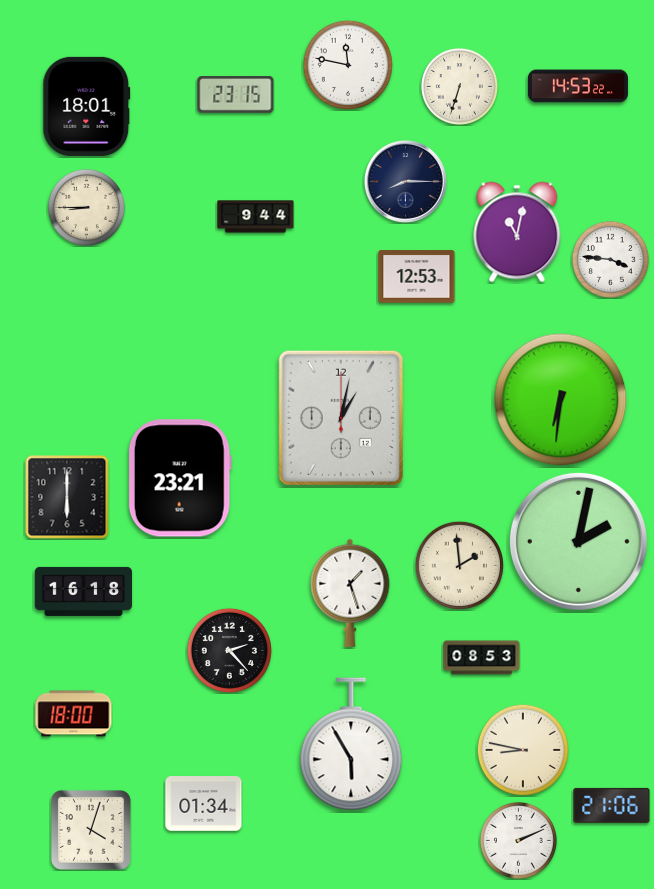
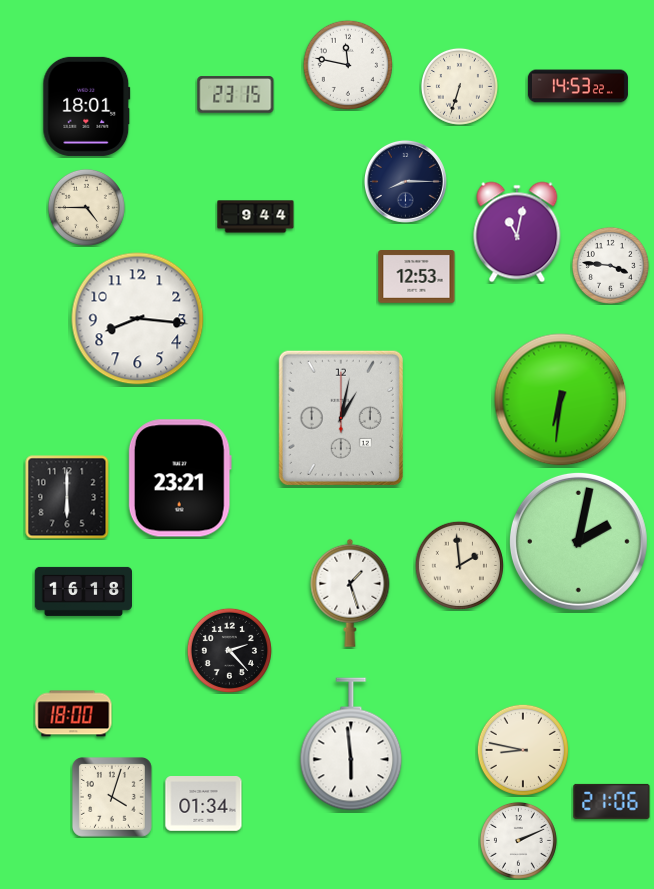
clock at (86, 207): 8:45 -> 4:45
clock at (610, 259) position: (610, 259) -> (610, 265)
clock at (138, 319): none -> 8:16
clock at (482, 658): 08:53 -> none
clock at (351, 744): 5:55 -> 5:59
clock at (612, 805) position: (612, 805) -> (612, 801)
clock at (91, 830) position: (91, 830) -> (112, 797)
